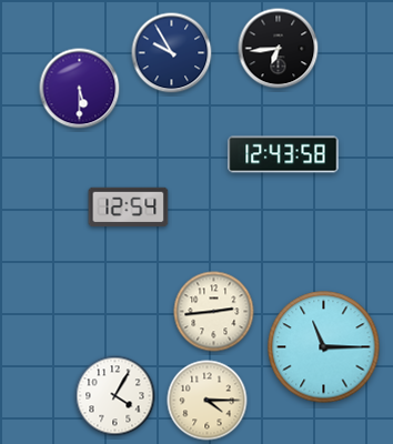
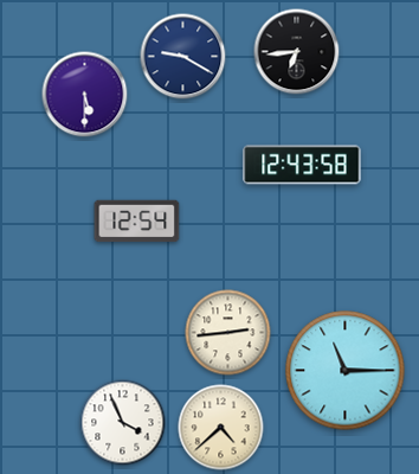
clock at (172, 53): 9:55 -> 9:20
clock at (115, 396): 4:05 -> 3:56
clock at (208, 401): 4:15 -> 4:38
